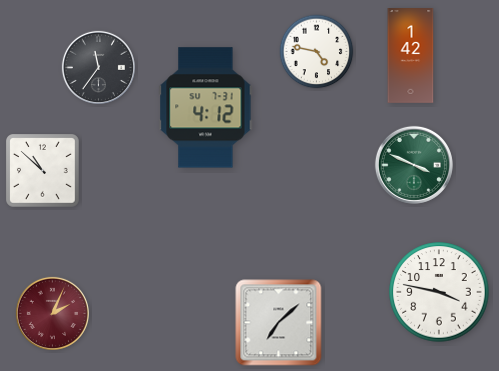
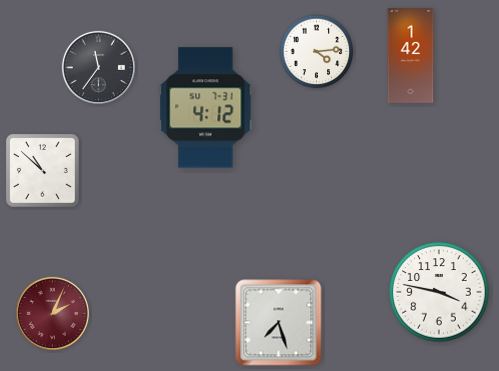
clock at (317, 52): 4:47 -> 4:14
clock at (414, 165): 3:49 -> none
clock at (279, 323): 7:08 -> 7:27
